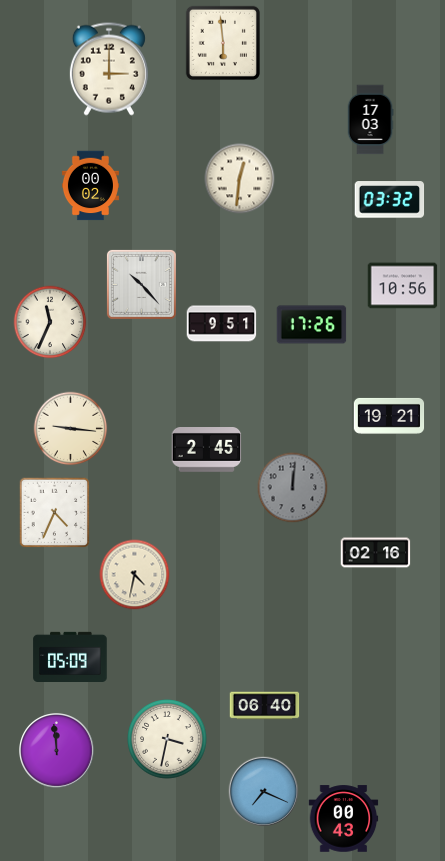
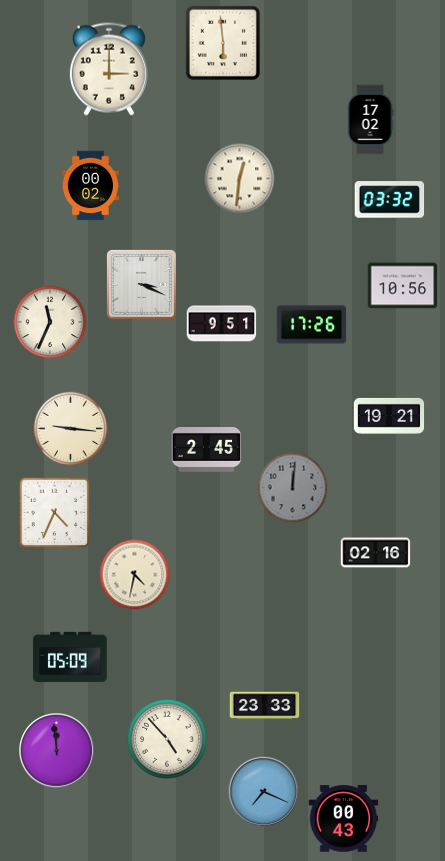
clock at (370, 120): 17:03 -> 17:02
clock at (141, 284): 10:23 -> 3:19
clock at (265, 706): 06:40 -> 23:33
clock at (167, 739): 3:32 -> 4:53
